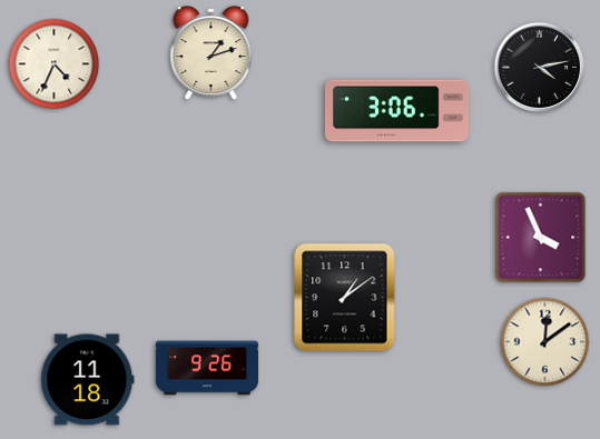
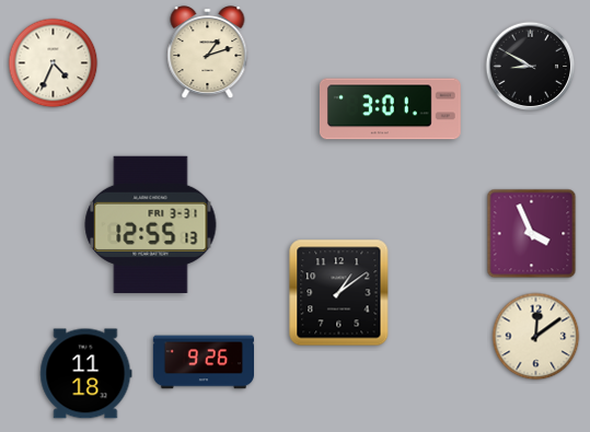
clock at (540, 68): 4:13 -> 8:50
clock at (396, 111): 3:06 -> 3:01
clock at (151, 224): none -> 12:55
